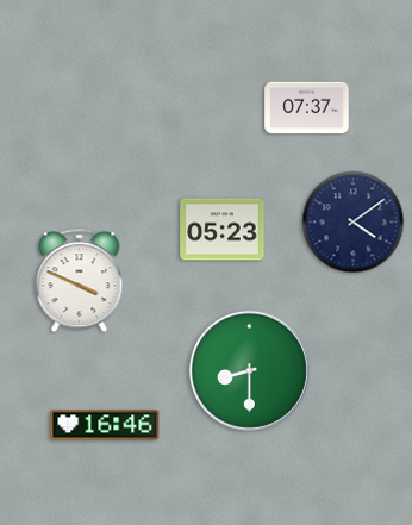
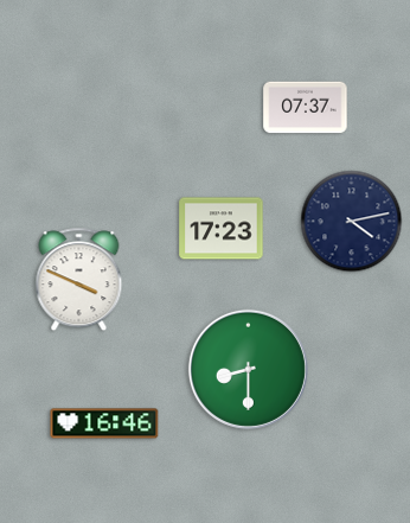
clock at (354, 223): 4:09 -> 4:13
clock at (223, 230): 05:23 -> 17:23
